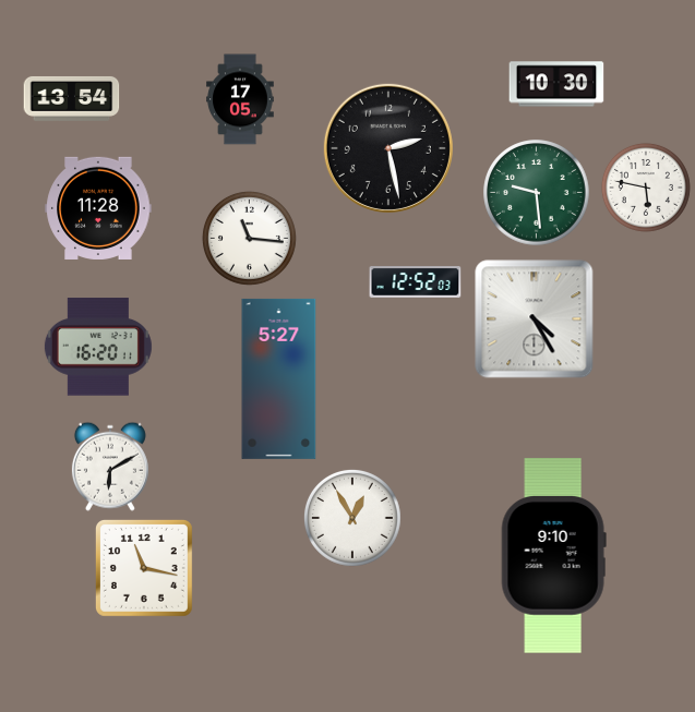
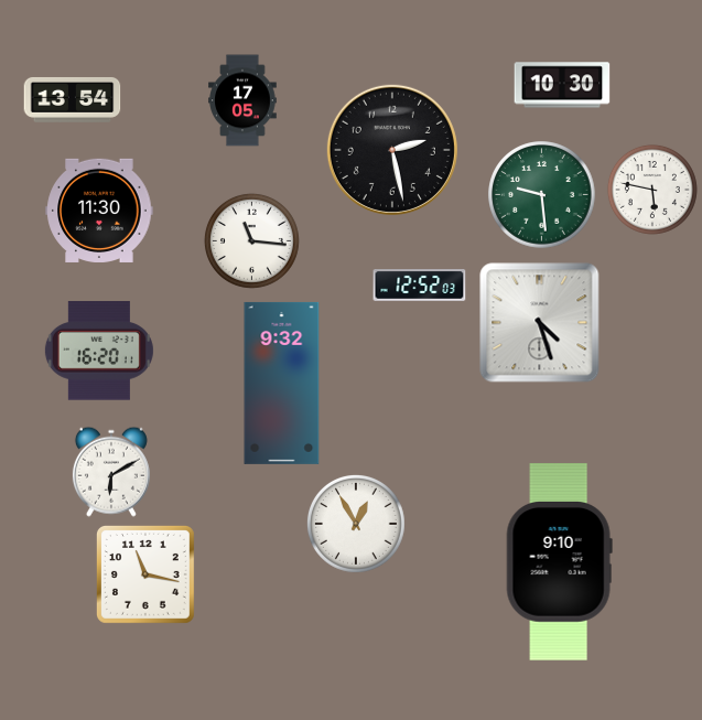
clock at (98, 208): 11:28 -> 11:30
clock at (535, 319): 4:25 -> 4:27
clock at (279, 378): 5:27 -> 9:32
